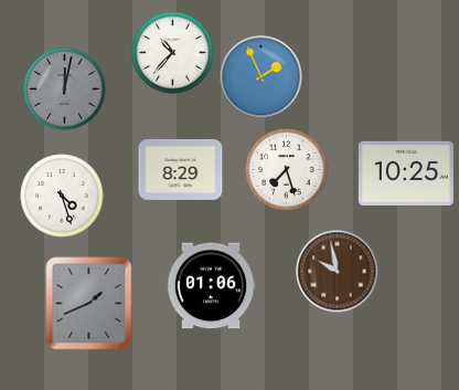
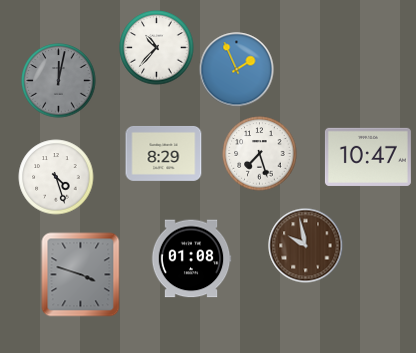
clock at (406, 173): 10:25 -> 10:47
clock at (211, 286): 01:06 -> 01:08
clock at (89, 304): 1:41 -> 3:48
